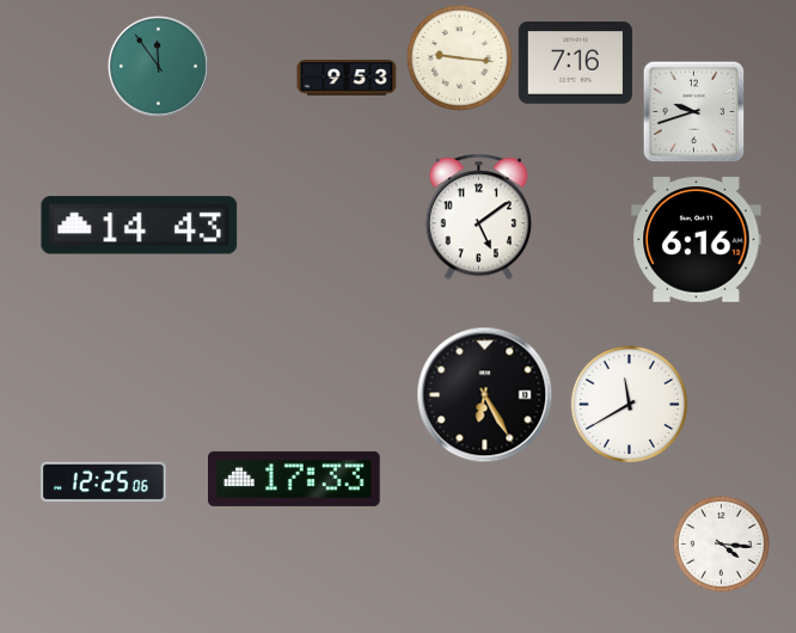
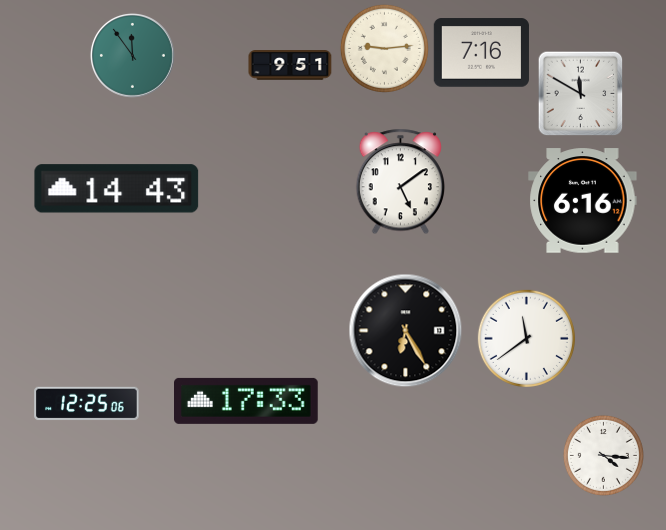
clock at (459, 57): 9:16 -> 9:14
clock at (347, 78): 9:53 -> 9:51
clock at (693, 111): 9:42 -> 11:50
clock at (629, 404): 11:40 -> 11:39
